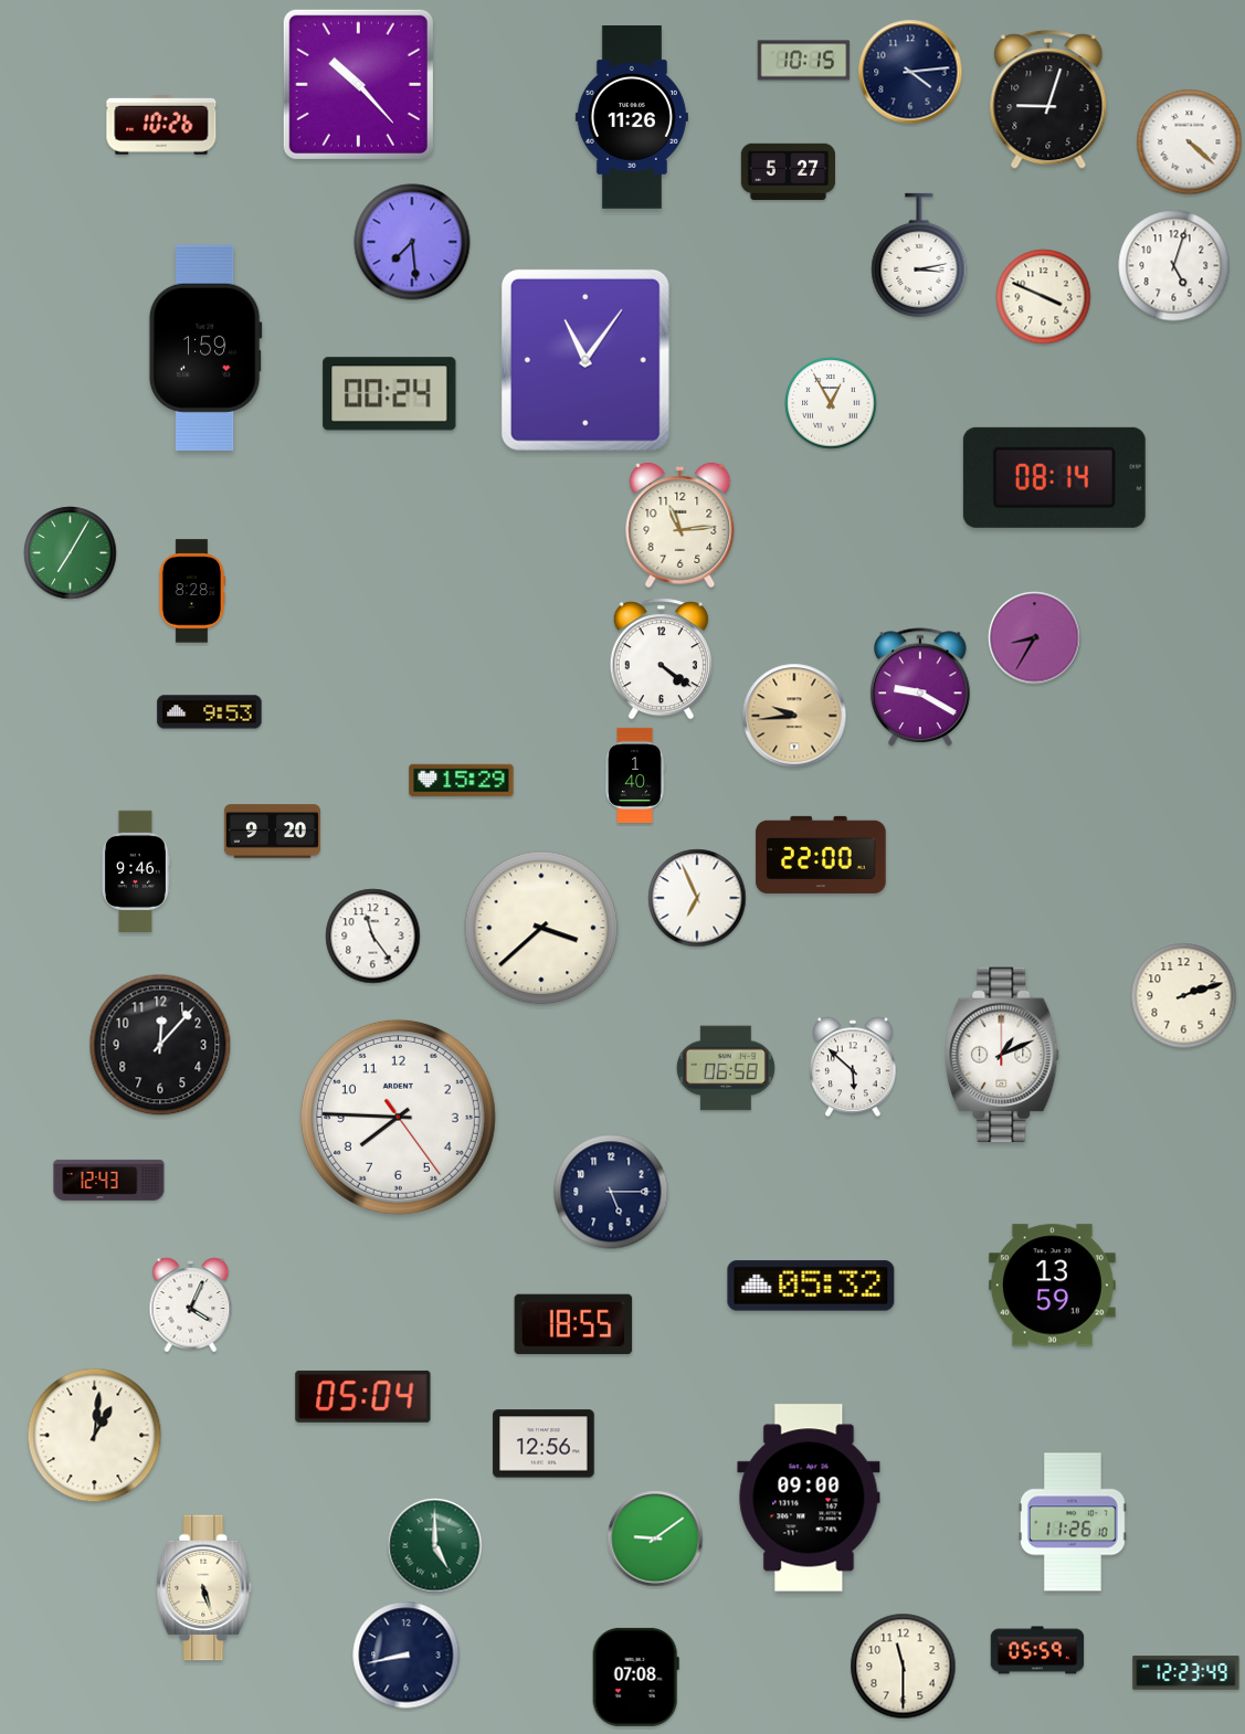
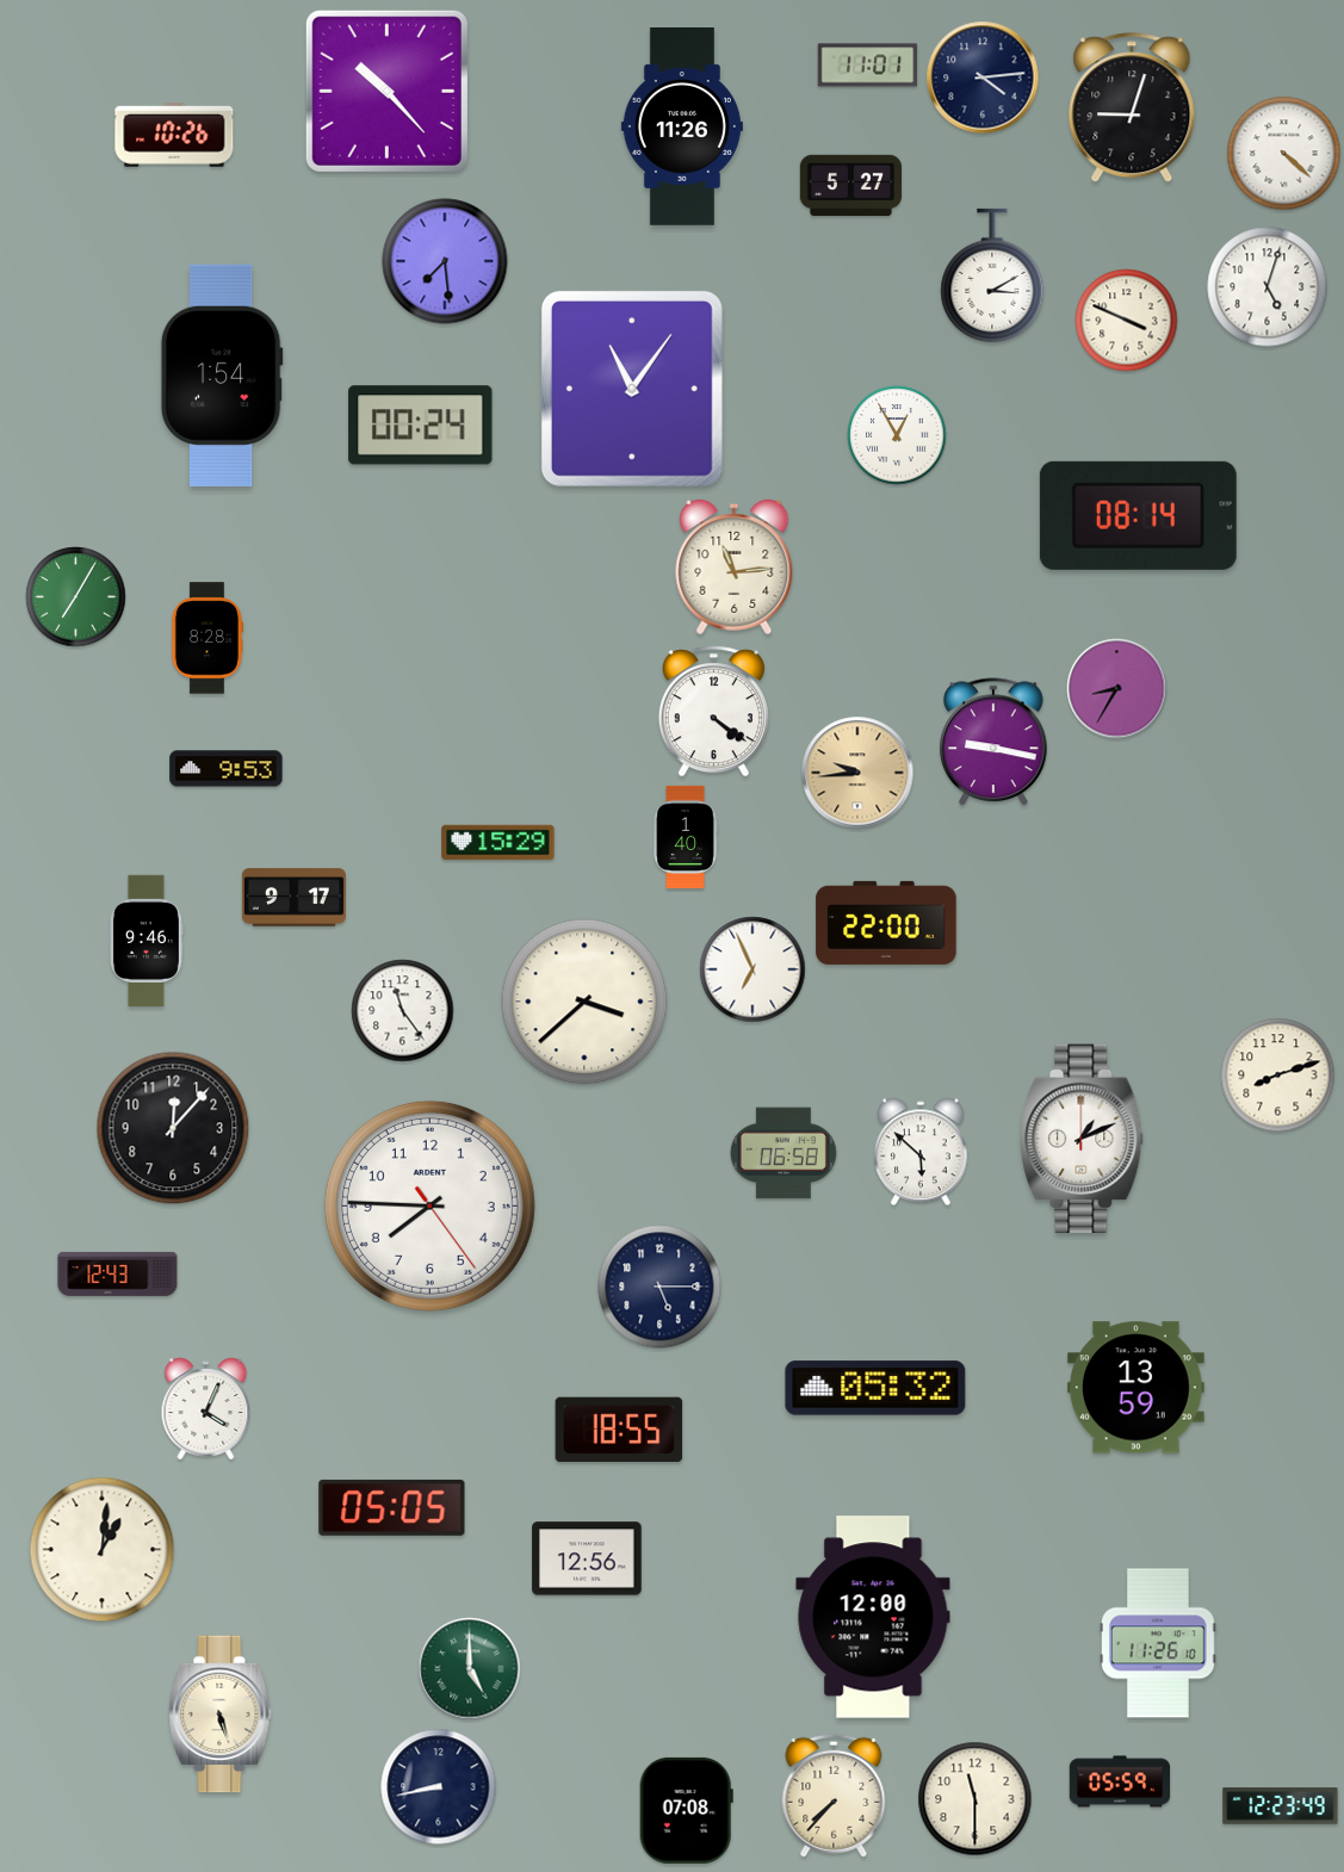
clock at (804, 61): 10:15 -> 11:01
clock at (919, 255): 3:13 -> 3:10
clock at (205, 348): 1:59 -> 1:54
clock at (921, 688): 9:20 -> 9:17
clock at (272, 832): 9:20 -> 9:17
clock at (1184, 996): 2:12 -> 8:12
clock at (363, 1396): 05:04 -> 05:05
clock at (809, 1498): 09:00 -> 12:00
clock at (655, 1539): 9:09 -> none
clock at (834, 1796): none -> 7:37
